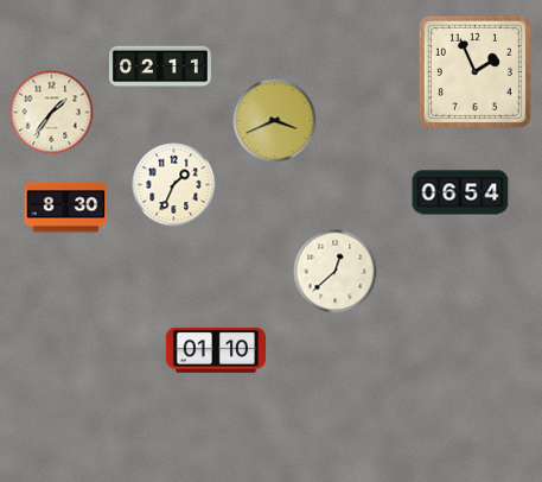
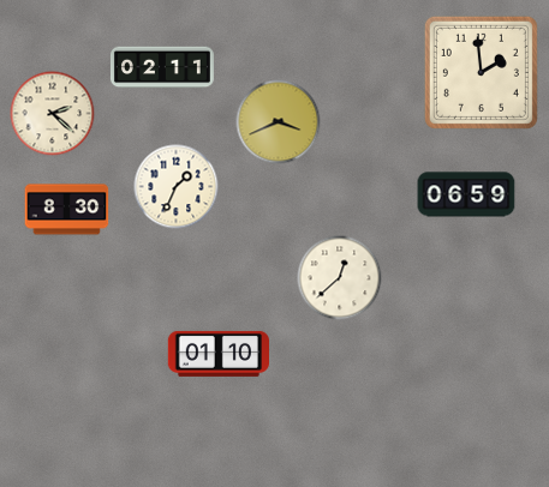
clock at (474, 71): 1:56 -> 1:59
clock at (52, 113): 1:36 -> 2:22
clock at (460, 192): 06:54 -> 06:59
clock at (336, 272) position: (336, 272) -> (340, 278)
